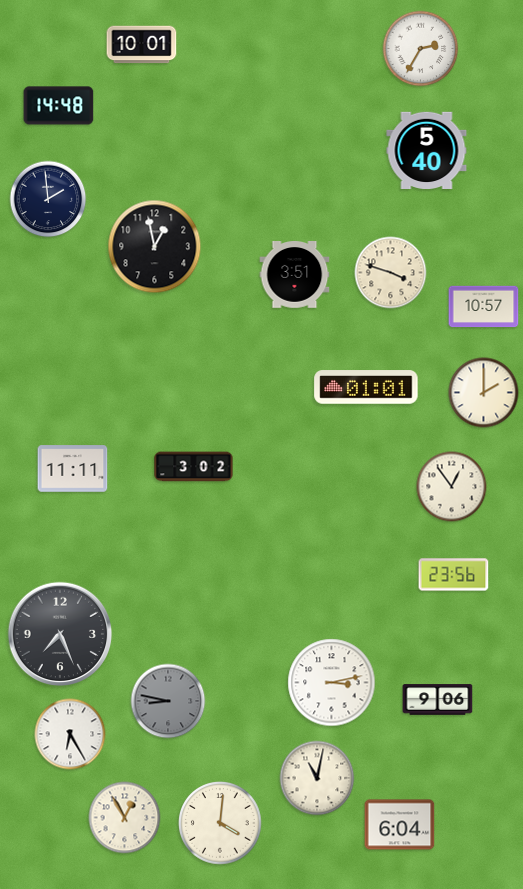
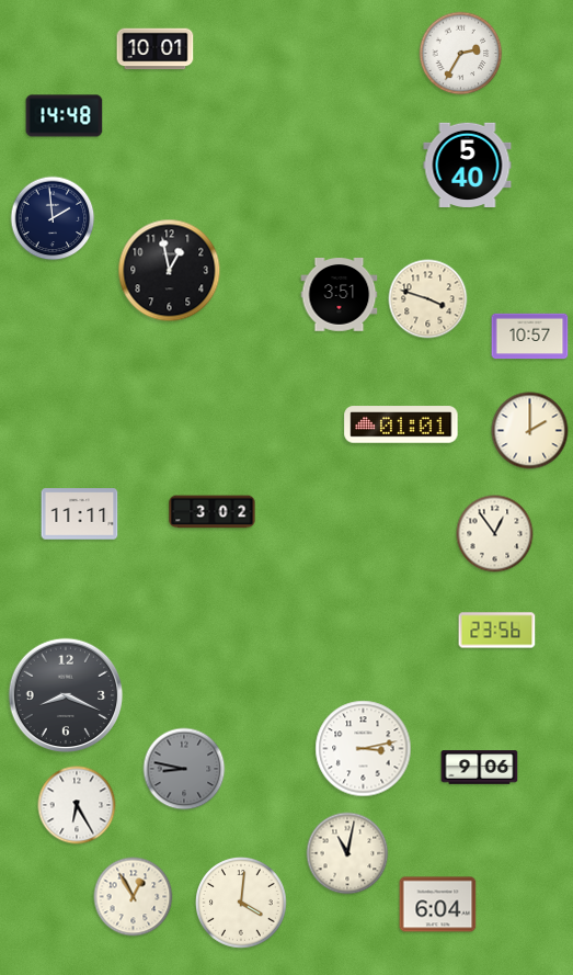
clock at (295, 275) position: (295, 275) -> (340, 295)
clock at (60, 634): 7:26 -> 8:19
clock at (125, 818) position: (125, 818) -> (134, 897)
